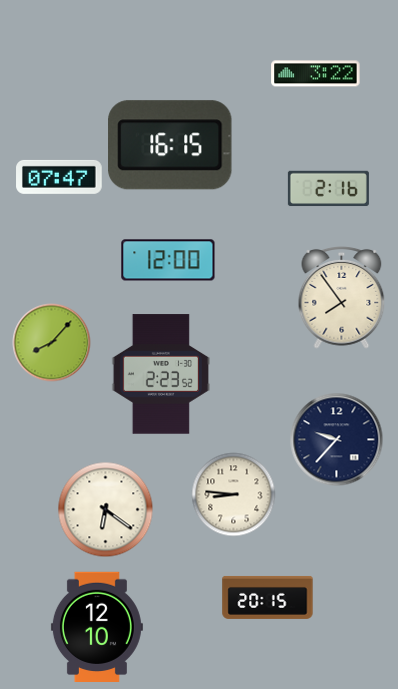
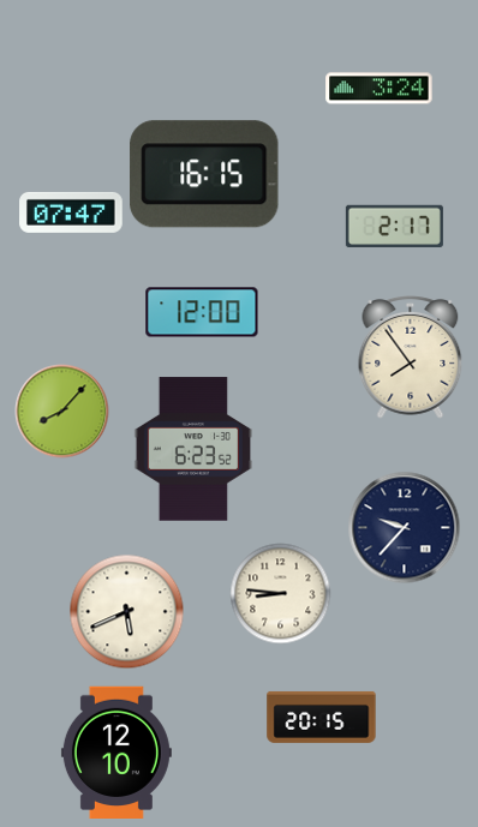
clock at (316, 74): 3:22 -> 3:24
clock at (328, 189): 2:16 -> 2:17
clock at (160, 374): 2:23 -> 6:23
clock at (106, 510): 6:21 -> 5:41
